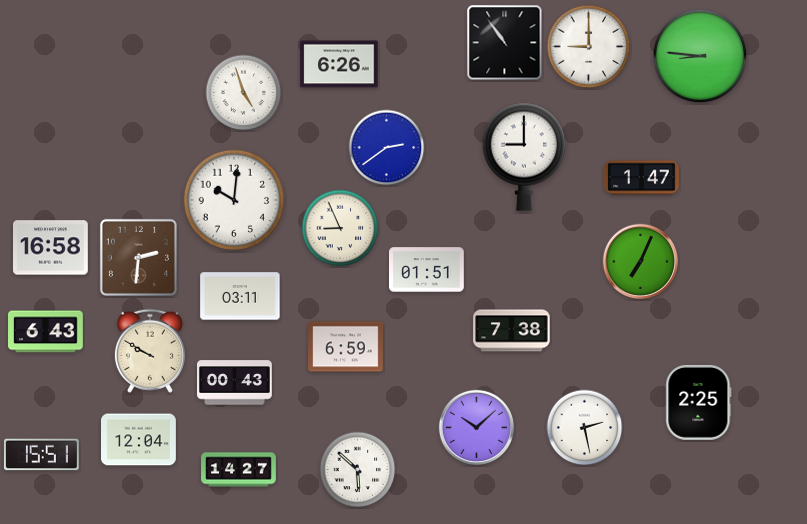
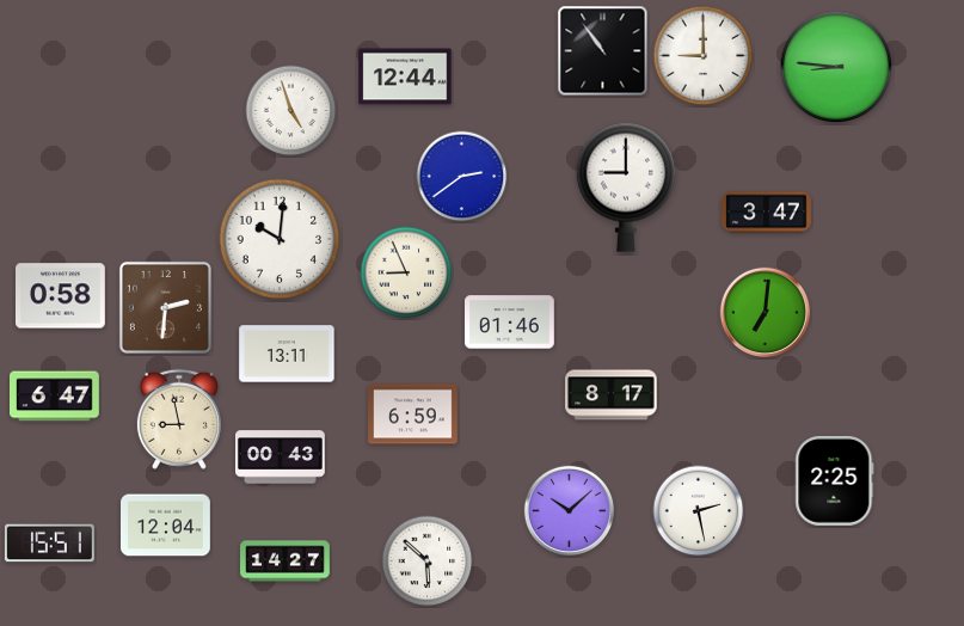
clock at (339, 64): 6:26 -> 12:44
clock at (642, 178): 1:47 -> 3:47
clock at (51, 248): 16:58 -> 0:58
clock at (640, 261): 7:04 -> 7:01
clock at (427, 270): 01:51 -> 01:46
clock at (240, 296): 03:11 -> 13:11
clock at (512, 331): 7:38 -> 8:17
clock at (46, 332): 6:43 -> 6:47
clock at (150, 351): 9:50 -> 8:58
